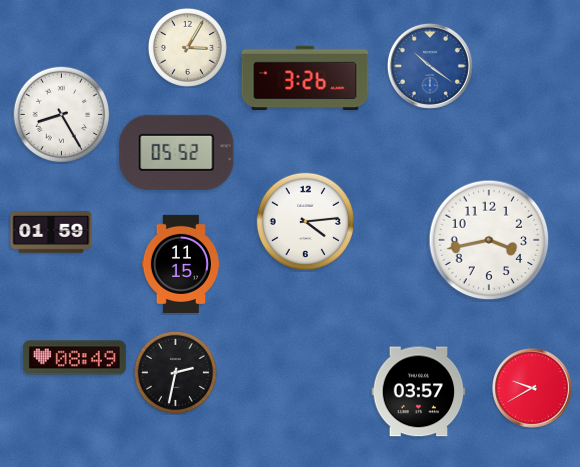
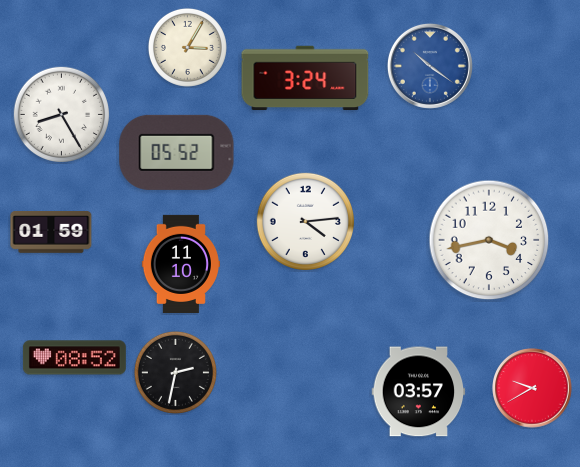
clock at (305, 78): 3:26 -> 3:24
clock at (180, 264): 11:15 -> 11:10
clock at (74, 358): 08:49 -> 08:52
